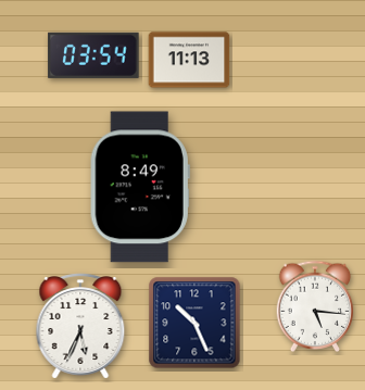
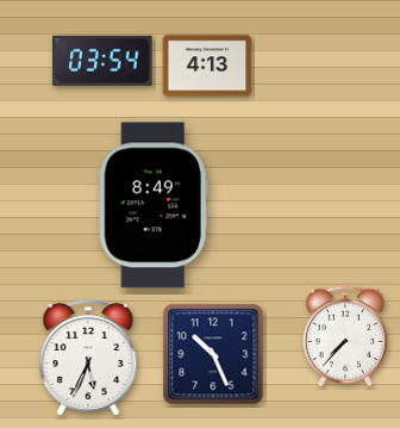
clock at (189, 60): 11:13 -> 4:13
clock at (315, 305): 5:16 -> 7:37
